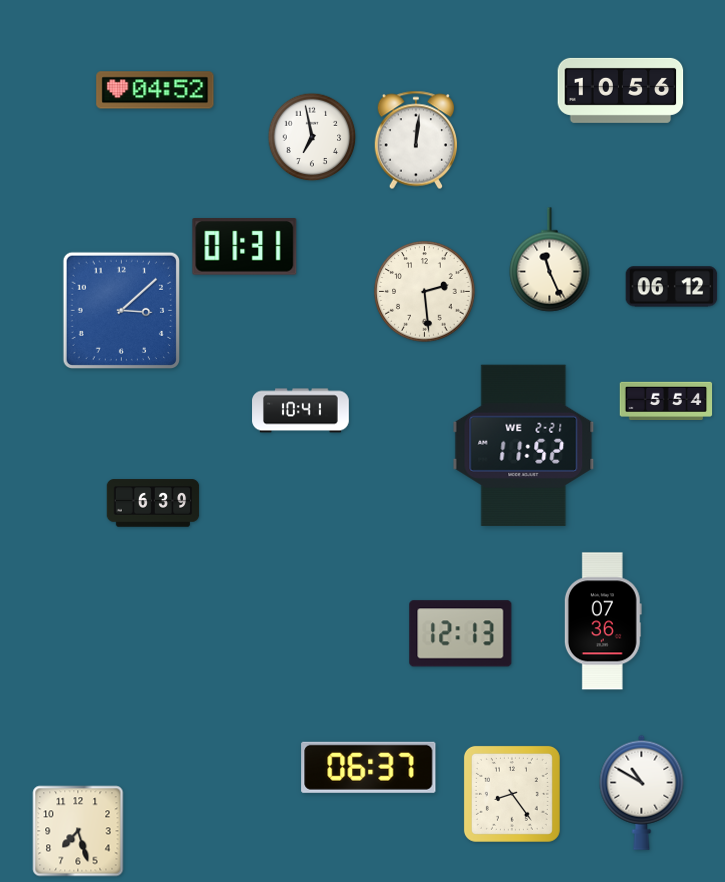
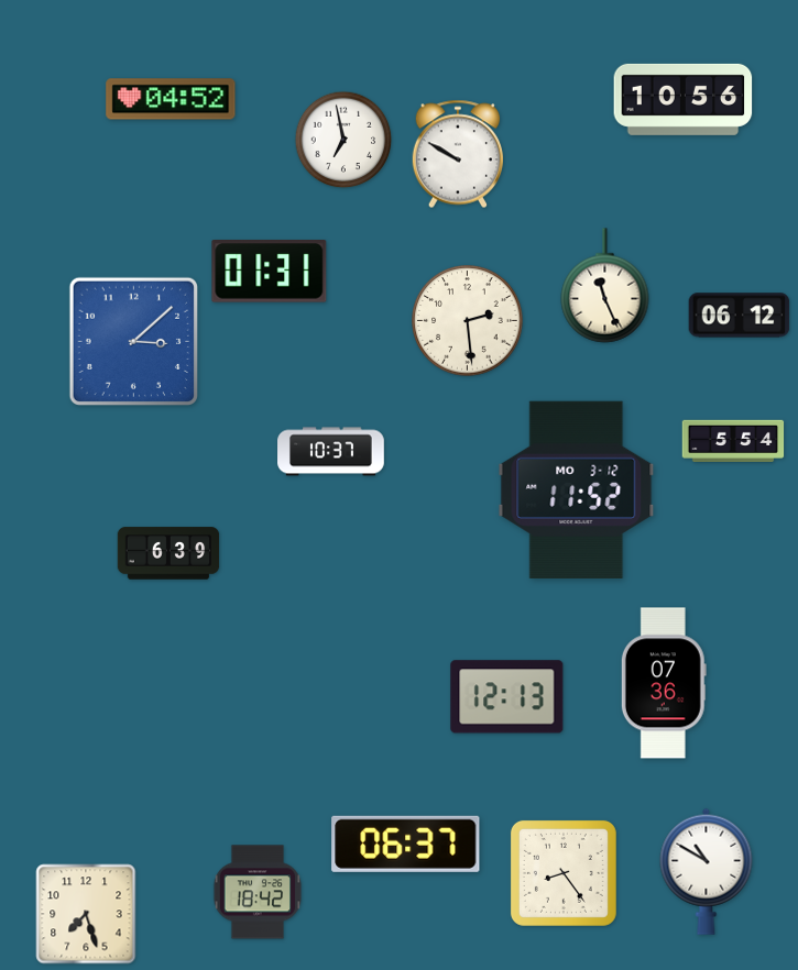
clock at (312, 137) position: (312, 137) -> (343, 140)
clock at (415, 140): 12:01 -> 9:50
clock at (301, 411): 10:41 -> 10:37
clock at (524, 445) date: WE 2-21 -> MO 3-12
clock at (258, 892): none -> 18:42
